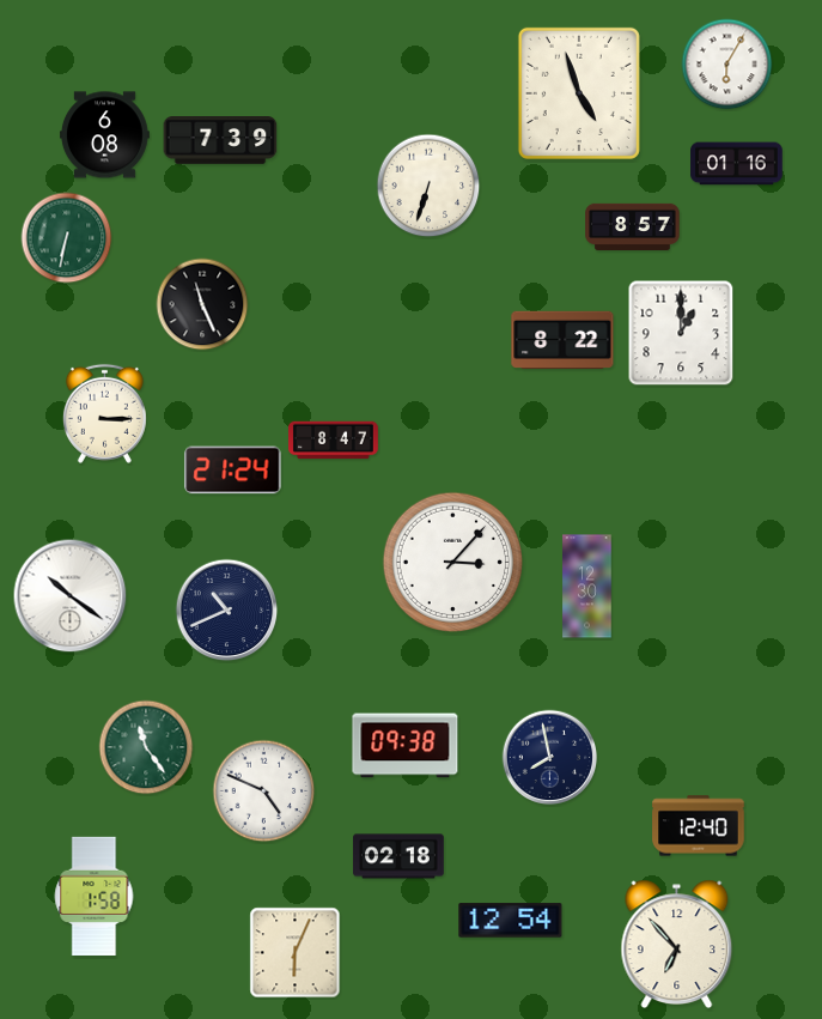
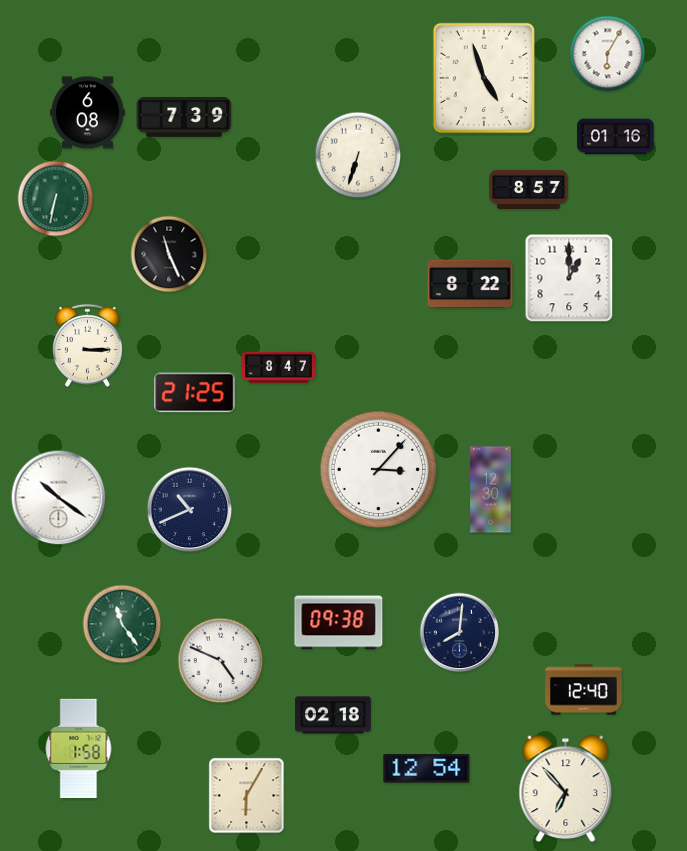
clock at (233, 471): 21:24 -> 21:25
clock at (550, 758): 7:58 -> 8:01
clock at (296, 953): 6:04 -> 6:05
